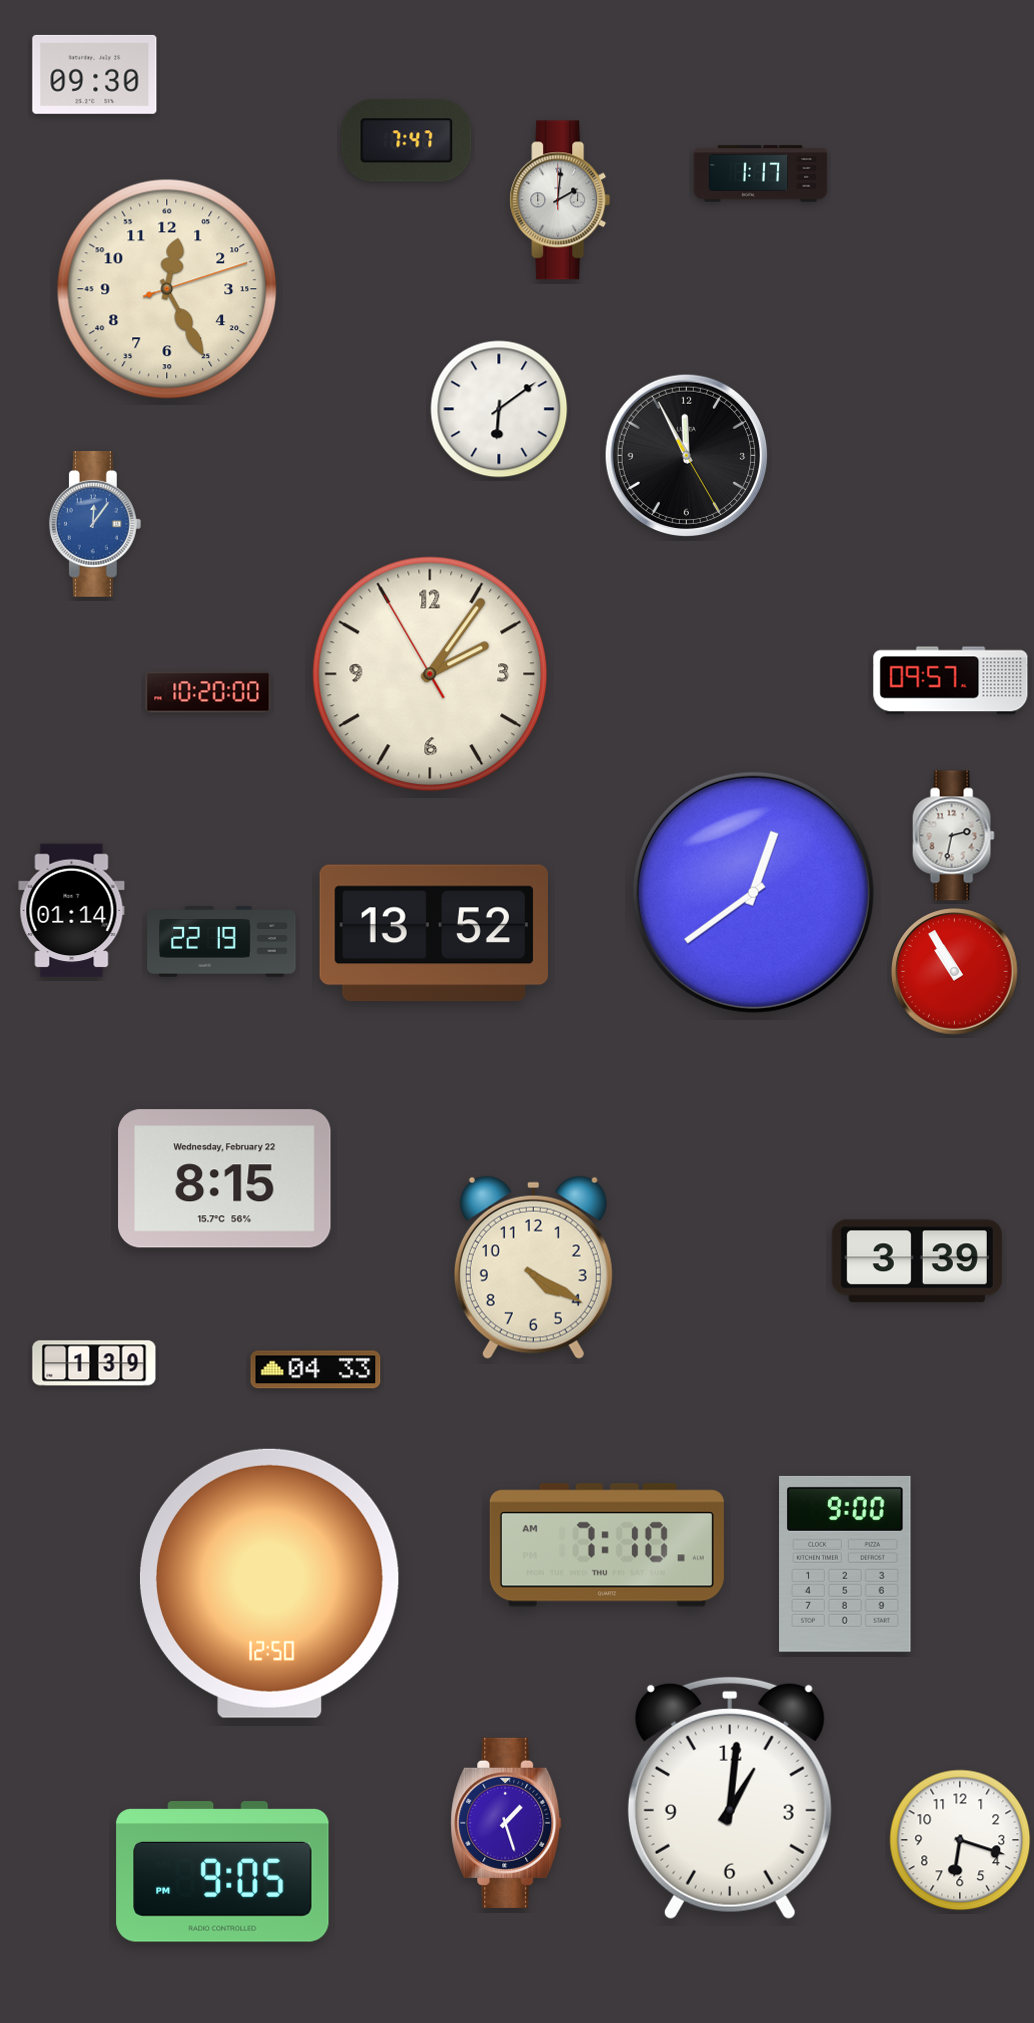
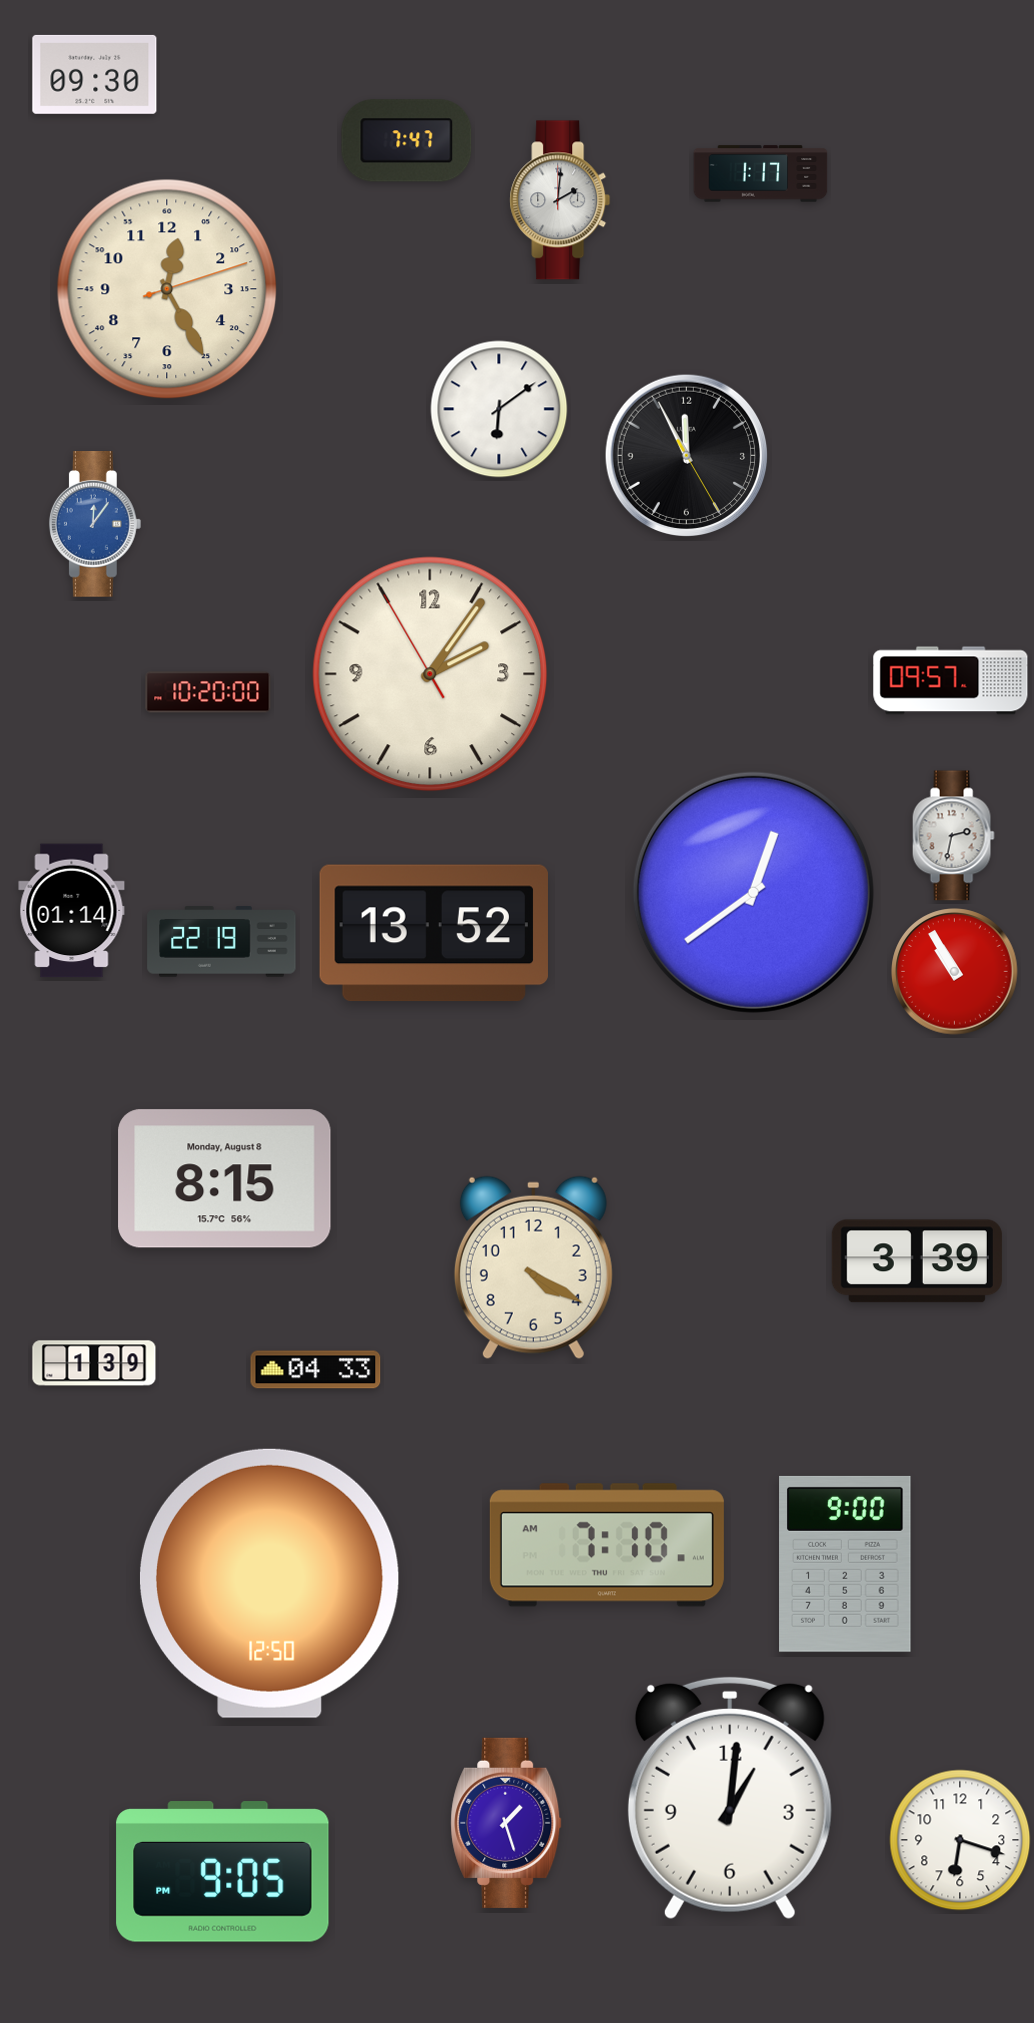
clock at (225, 1179) date: Wednesday, February 22 -> Monday, August 8
